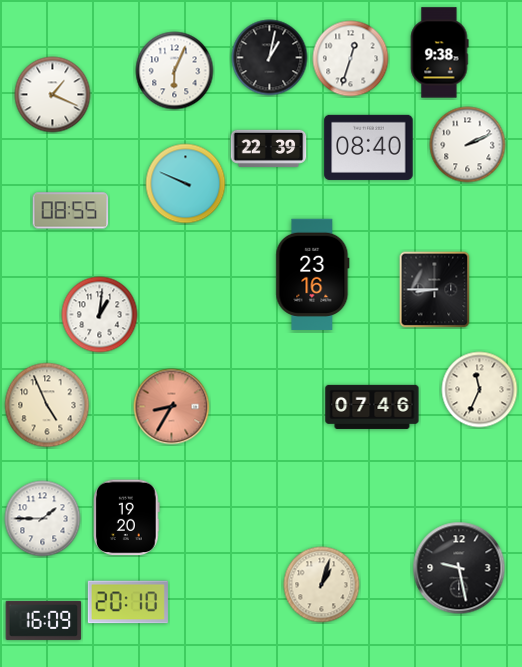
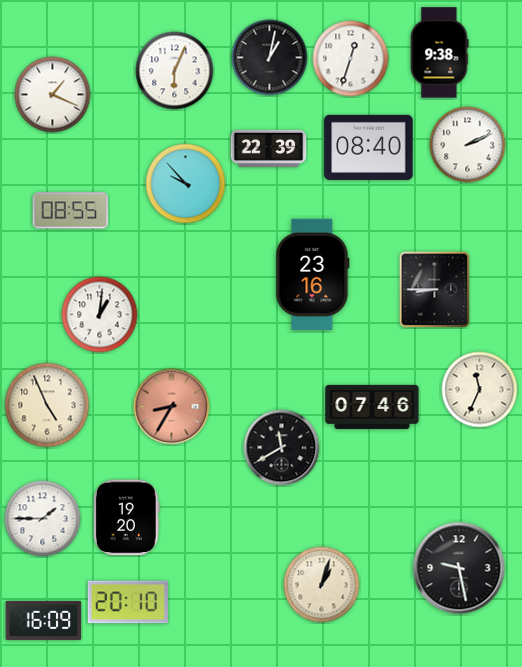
clock at (186, 184): 9:49 -> 9:53
clock at (282, 448): none -> 11:40
